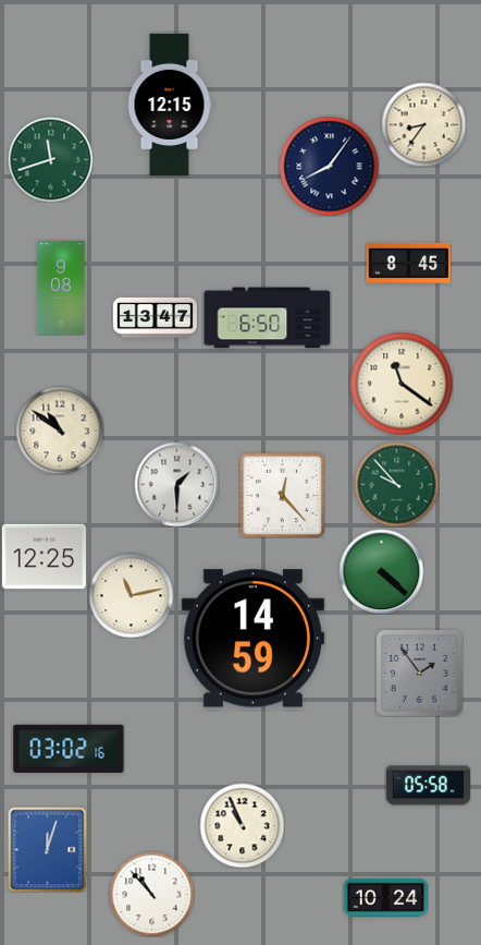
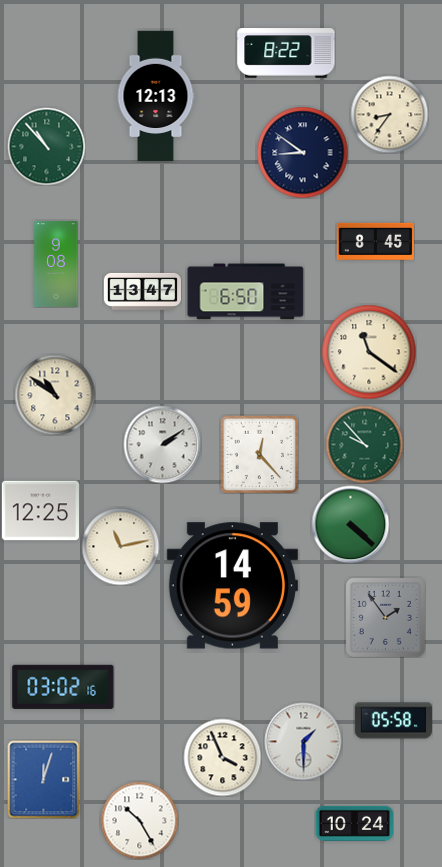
clock at (286, 53): none -> 8:22
clock at (170, 105): 12:15 -> 12:13
clock at (50, 159): 11:42 -> 10:53
clock at (329, 166): 8:06 -> 8:51
clock at (176, 484): 1:30 -> 2:09
clock at (303, 741): none -> 1:30
clock at (242, 825): 10:56 -> 3:56
clock at (151, 894): 10:53 -> 10:25
